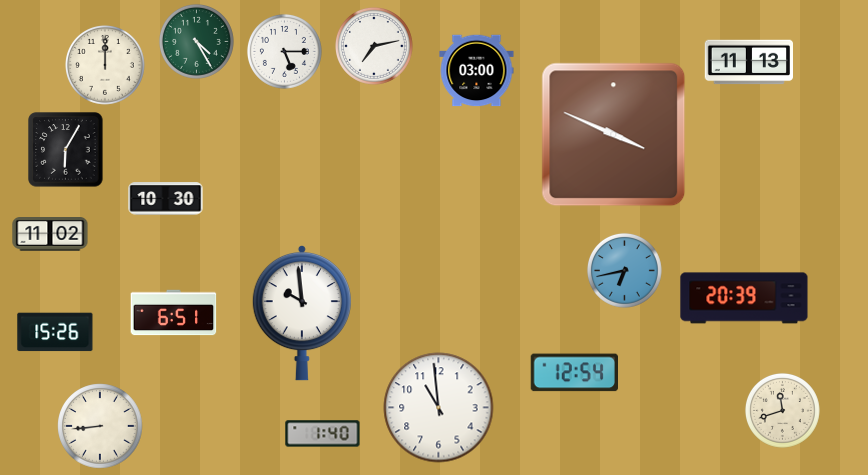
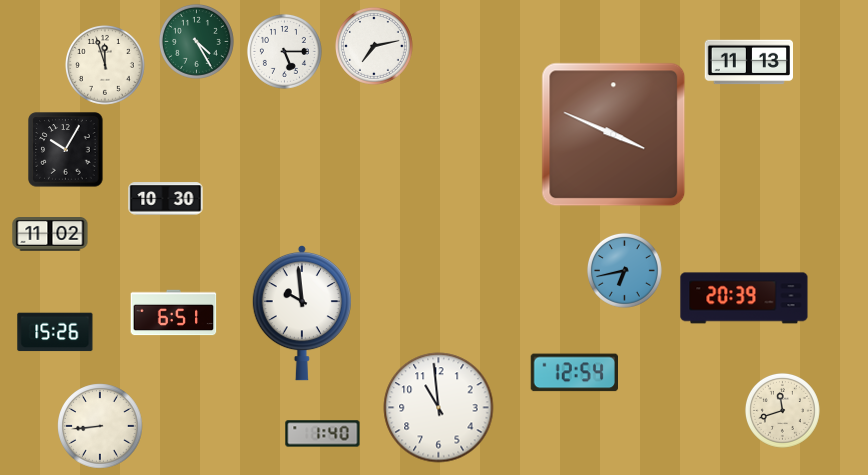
clock at (106, 66): 12:00 -> 11:57
clock at (477, 71): 03:00 -> none
clock at (66, 150): 6:05 -> 10:05
